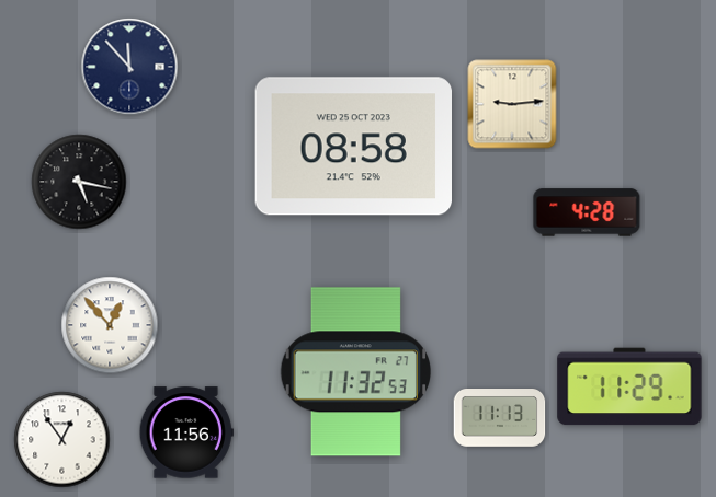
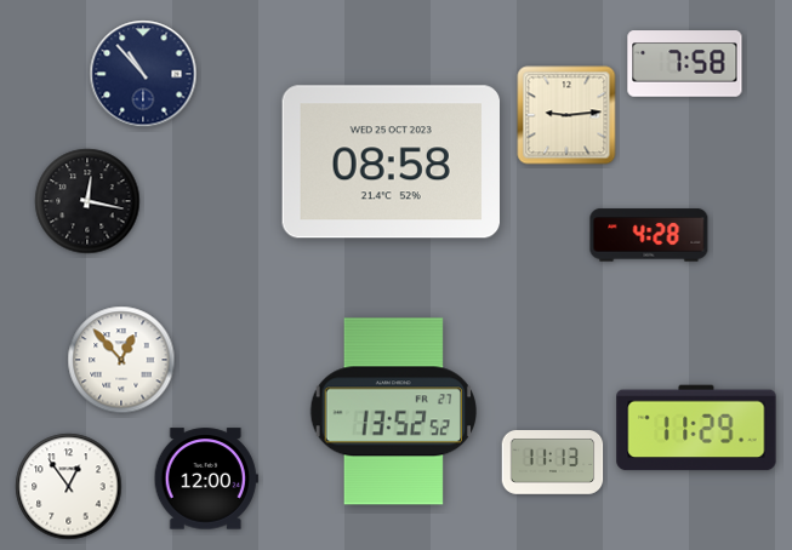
clock at (685, 64): none -> 7:58
clock at (129, 67): 11:53 -> 10:53
clock at (79, 182): 5:17 -> 12:17
clock at (355, 372): 11:32 -> 13:52
clock at (186, 432): 11:56 -> 12:00
